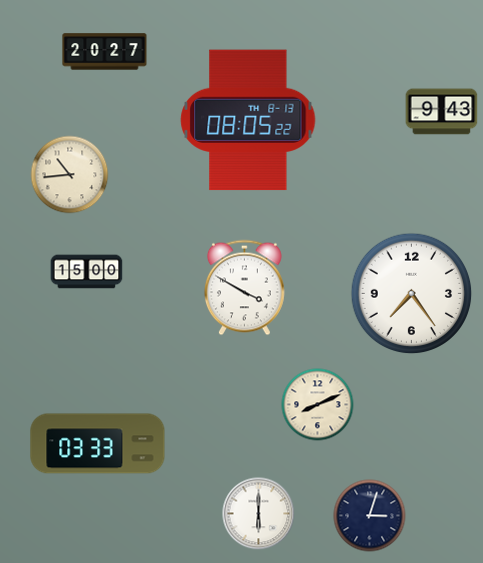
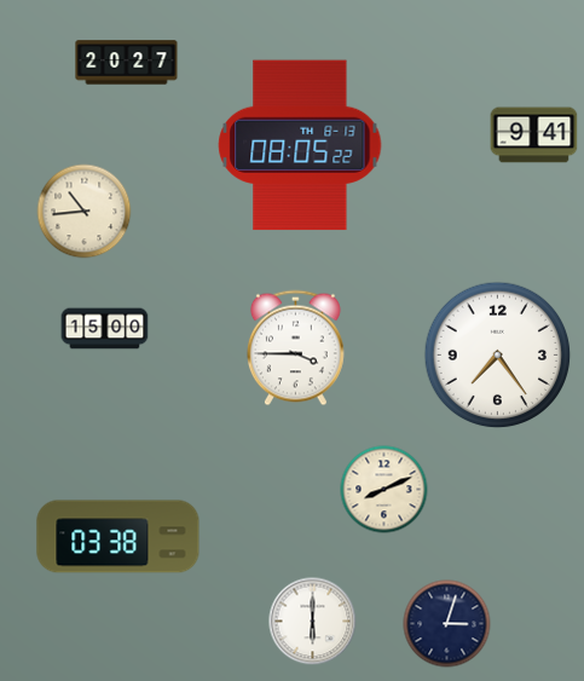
clock at (442, 112): 9:43 -> 9:41
clock at (244, 288): 3:50 -> 3:45
clock at (98, 444): 03:33 -> 03:38
